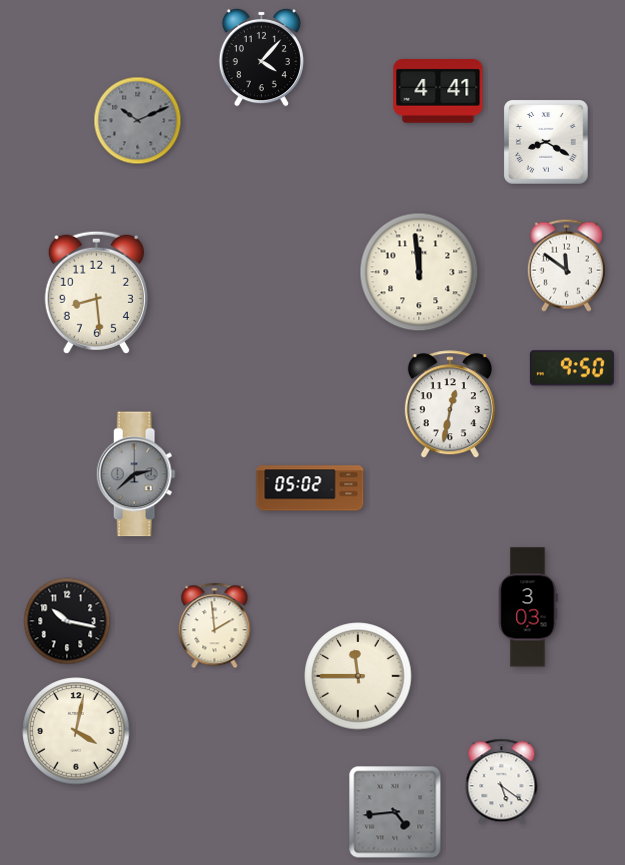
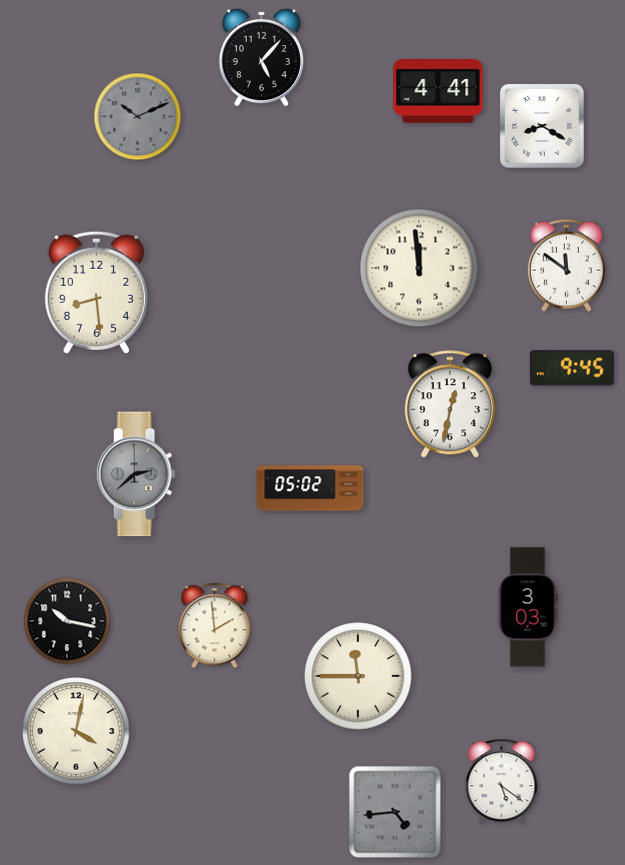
clock at (261, 57): 4:07 -> 5:07
clock at (138, 121) position: (138, 121) -> (138, 117)
clock at (547, 143) position: (547, 143) -> (543, 127)
clock at (419, 272) position: (419, 272) -> (419, 268)
clock at (572, 368): 9:50 -> 9:45
